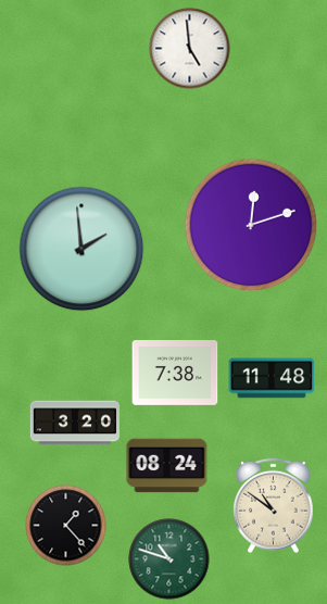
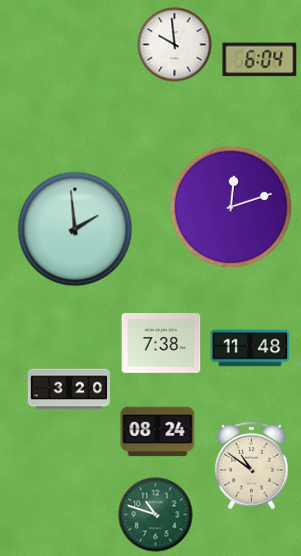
clock at (190, 49): 4:59 -> 9:59
clock at (260, 60): none -> 6:04
clock at (167, 466) position: (167, 466) -> (158, 432)
clock at (66, 526): 1:23 -> none
